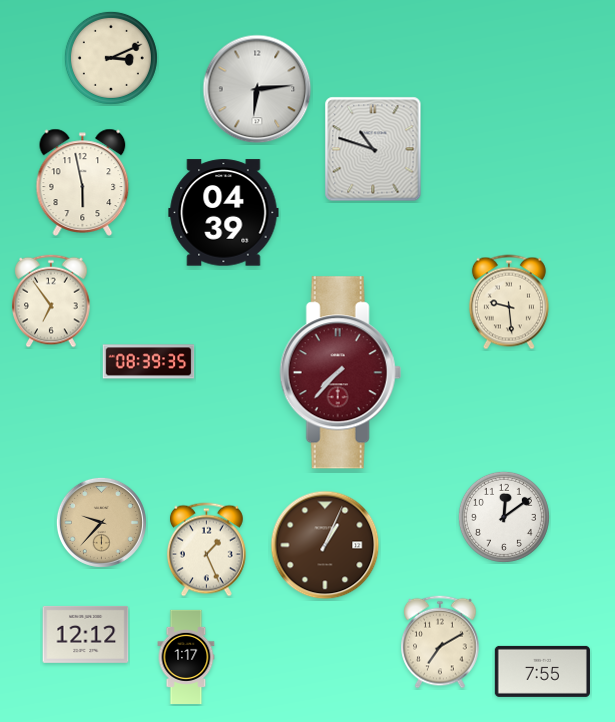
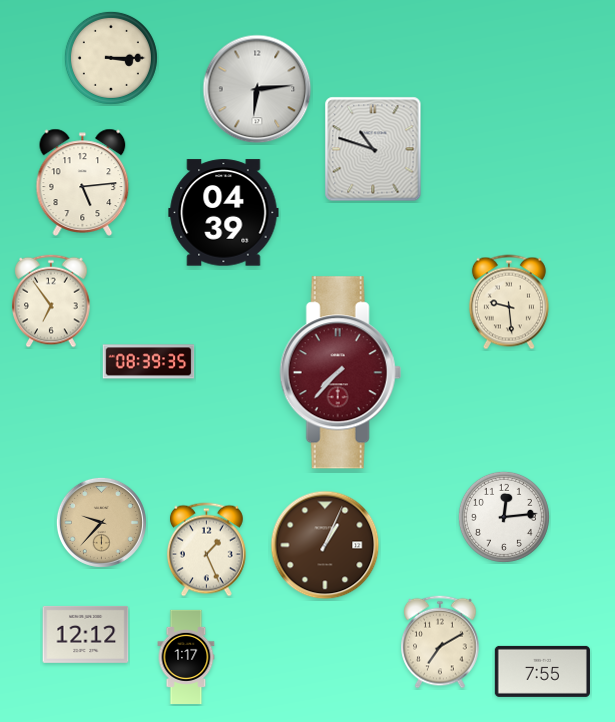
clock at (111, 58): 3:11 -> 3:15
clock at (83, 182): 5:58 -> 5:14
clock at (504, 517): 12:09 -> 12:14
